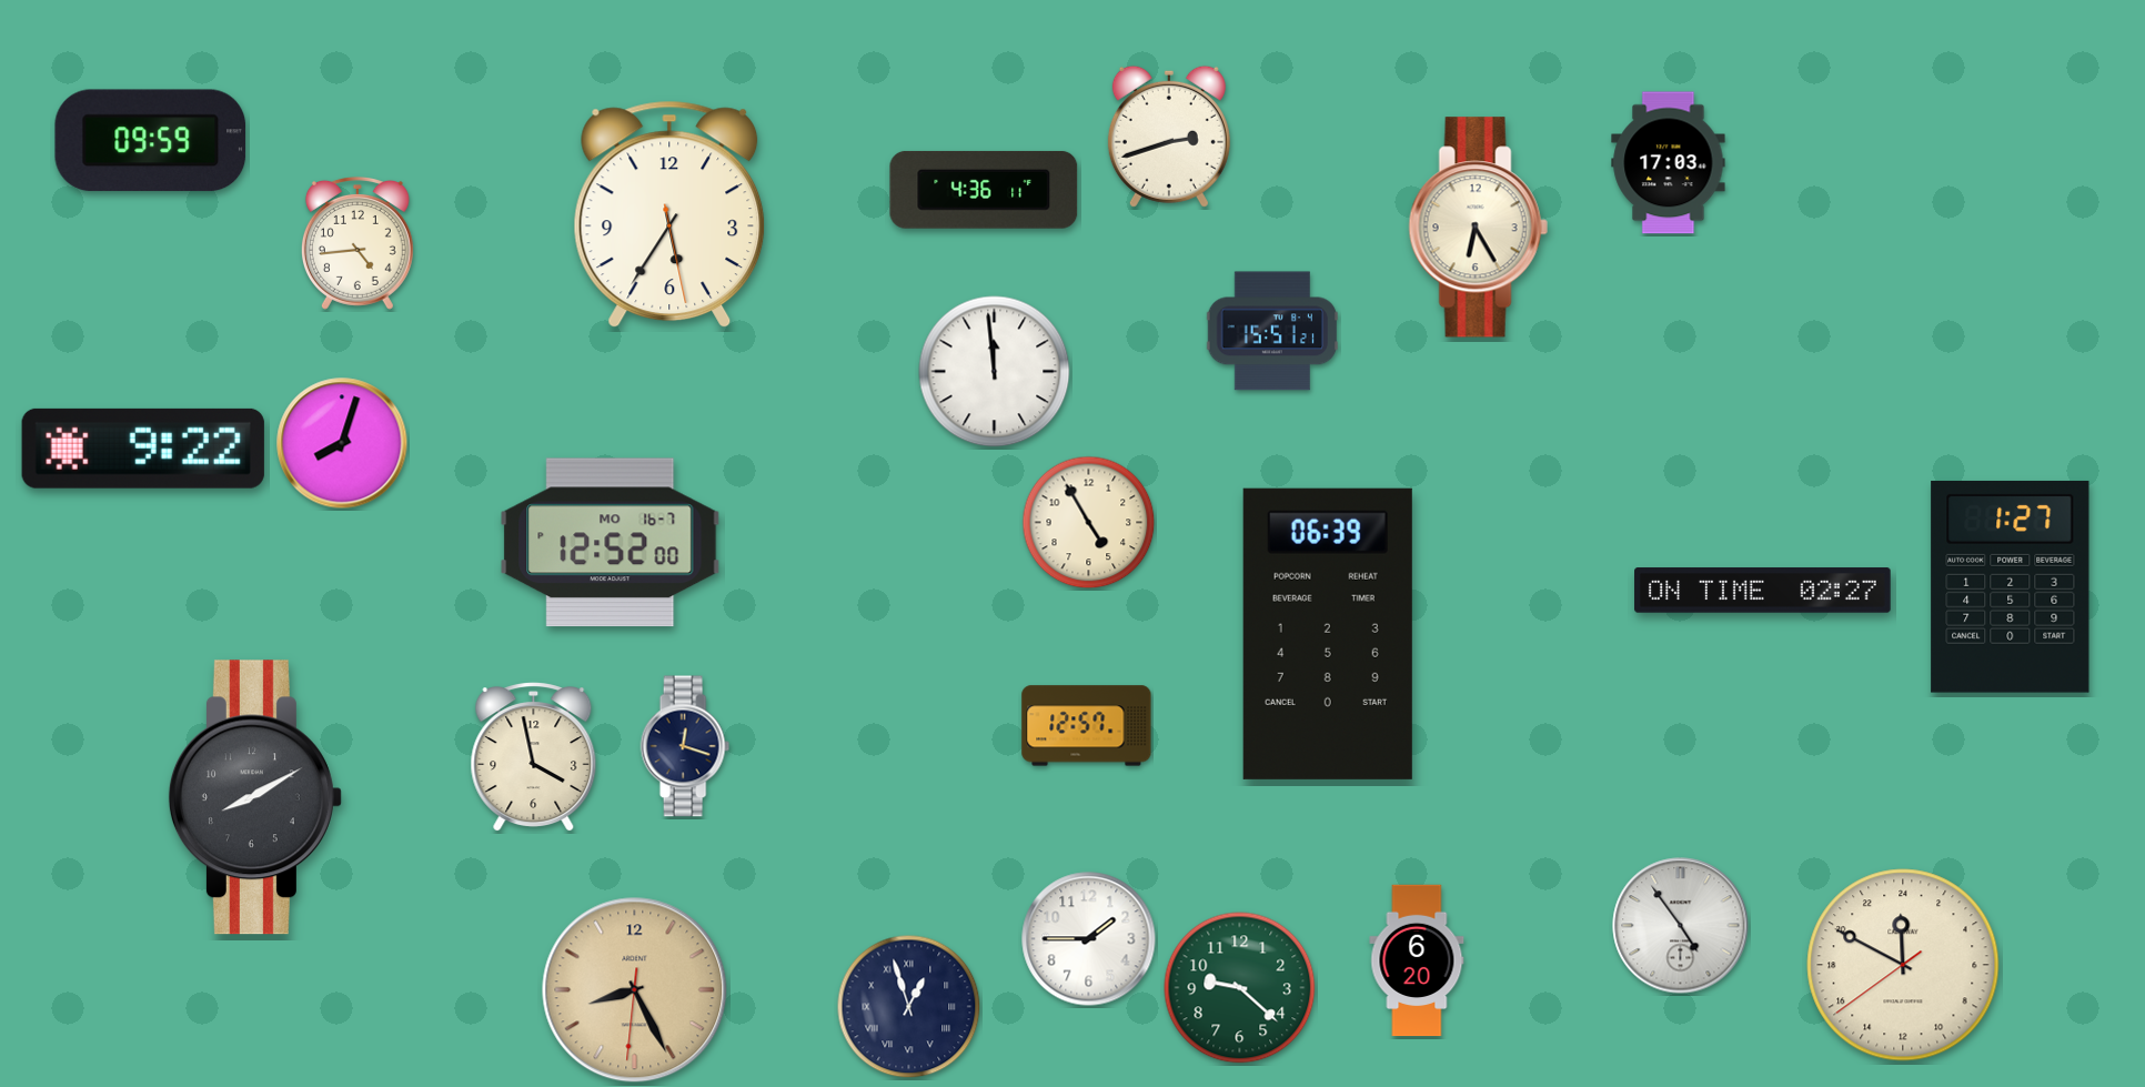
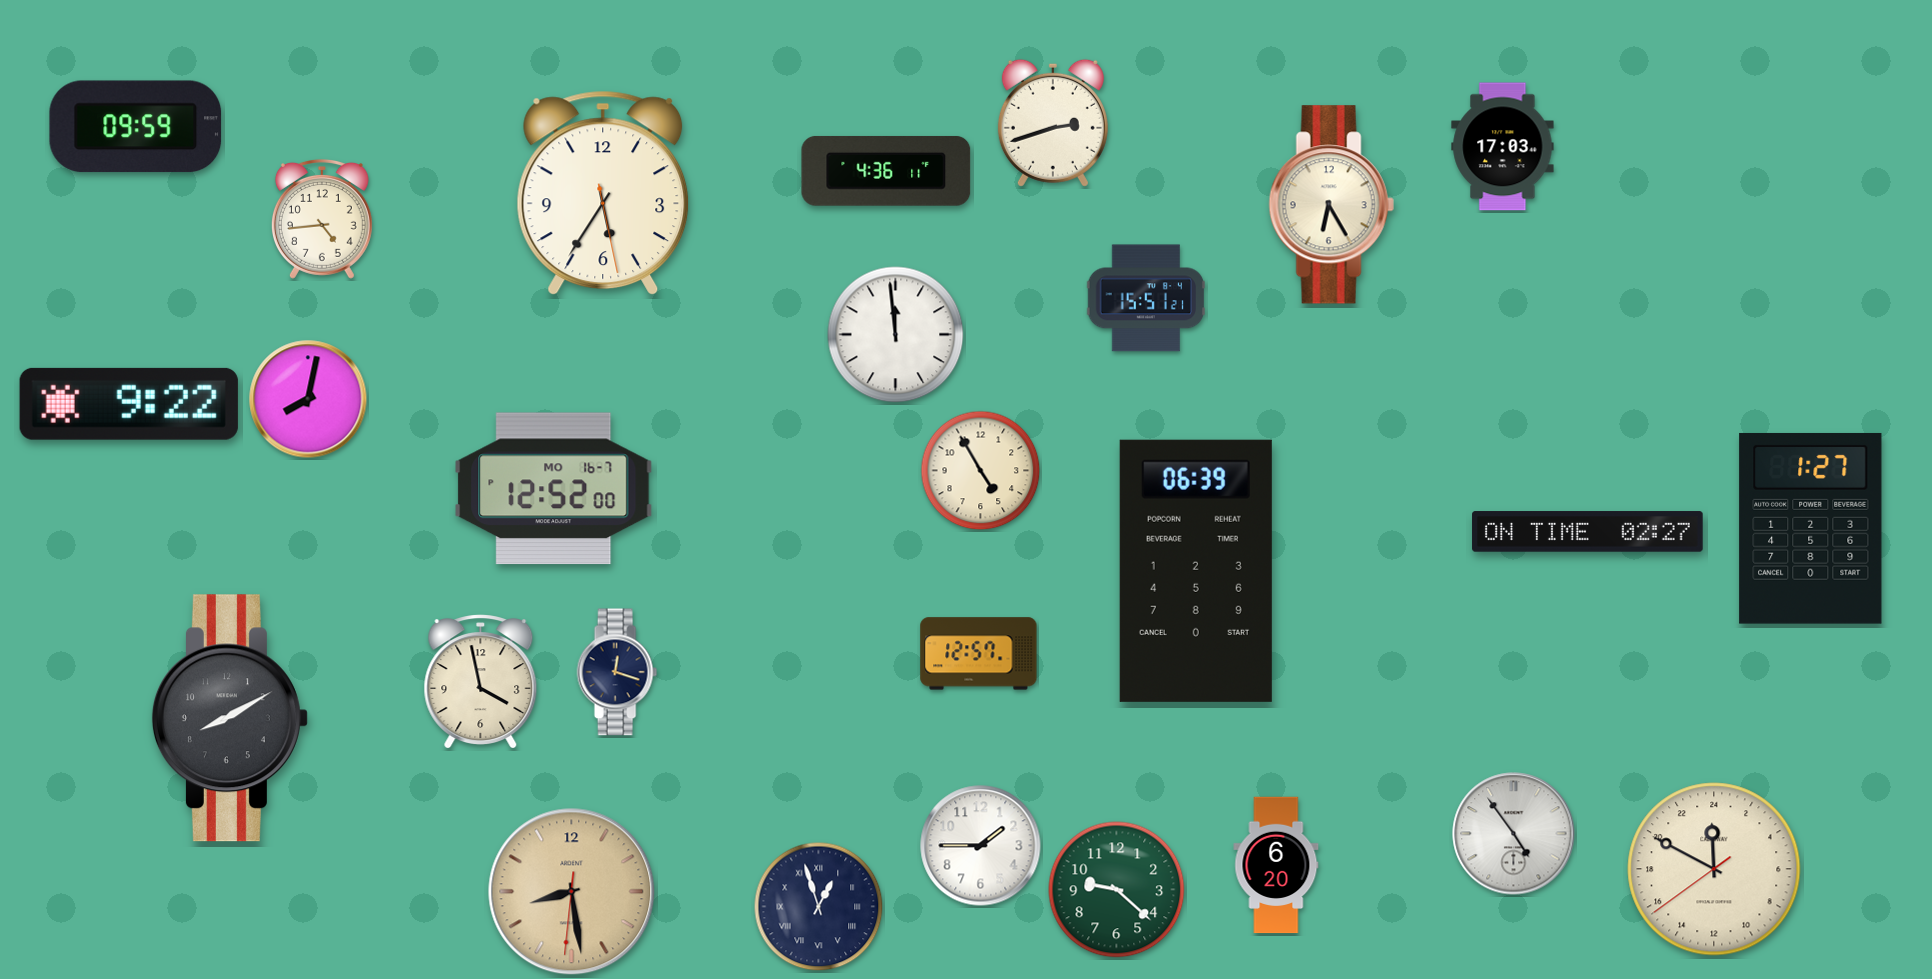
clock at (342, 443): 8:03 -> 8:02
clock at (611, 543) position: (611, 543) -> (554, 489)
clock at (635, 990): 8:25 -> 8:28
